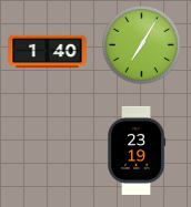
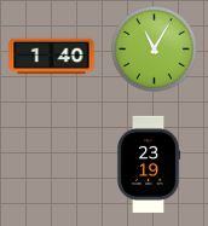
clock at (142, 45): 7:05 -> 11:05
